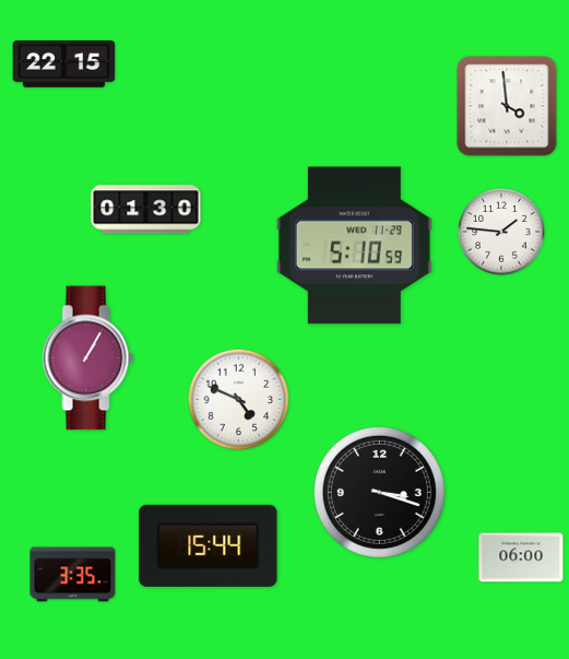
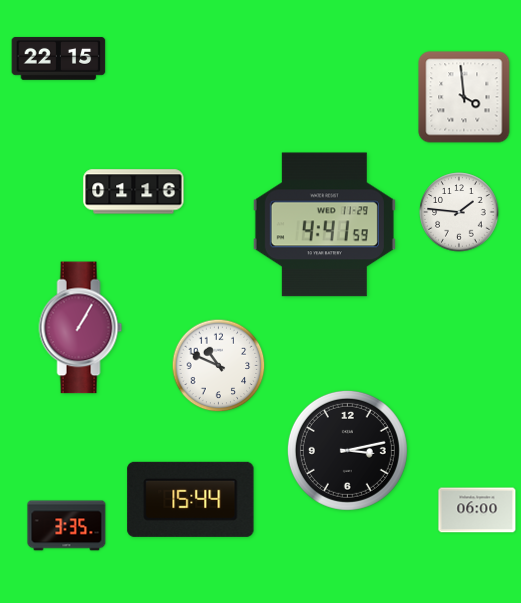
clock at (146, 210): 01:30 -> 01:16
clock at (354, 246): 5:10 -> 4:41
clock at (239, 400): 4:49 -> 10:49
clock at (379, 492): 3:18 -> 3:13
